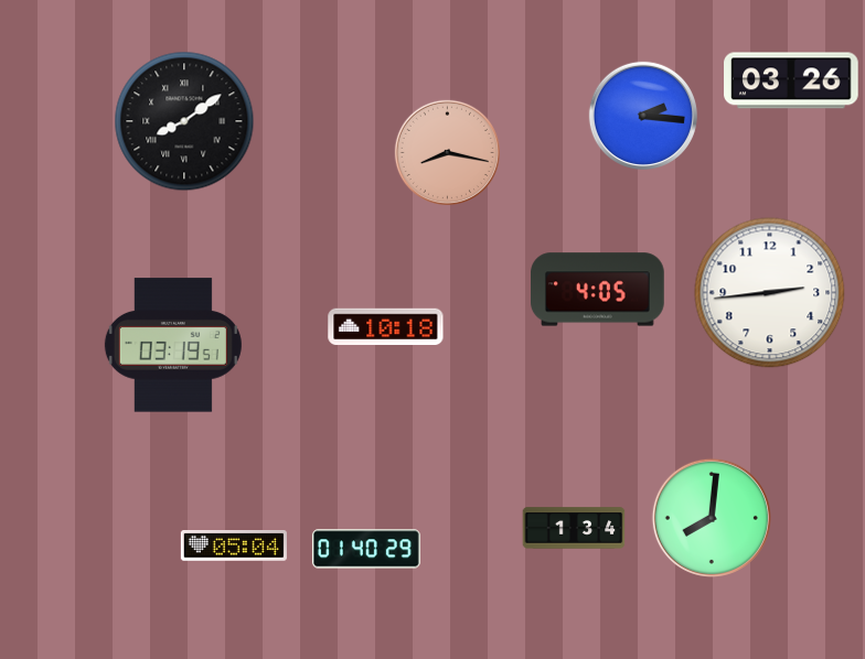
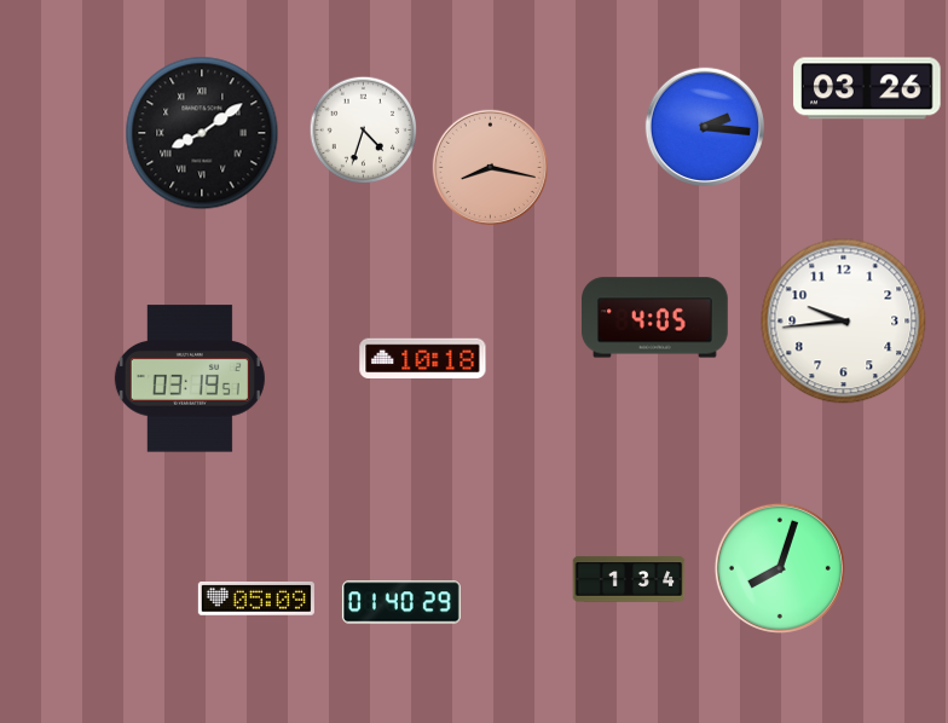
clock at (364, 131): none -> 4:33
clock at (770, 293): 2:44 -> 9:44
clock at (712, 518): 8:01 -> 8:03
clock at (234, 547): 05:04 -> 05:09
